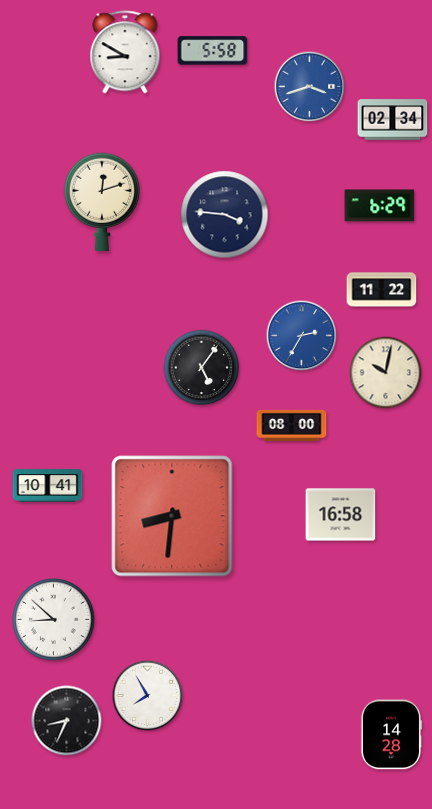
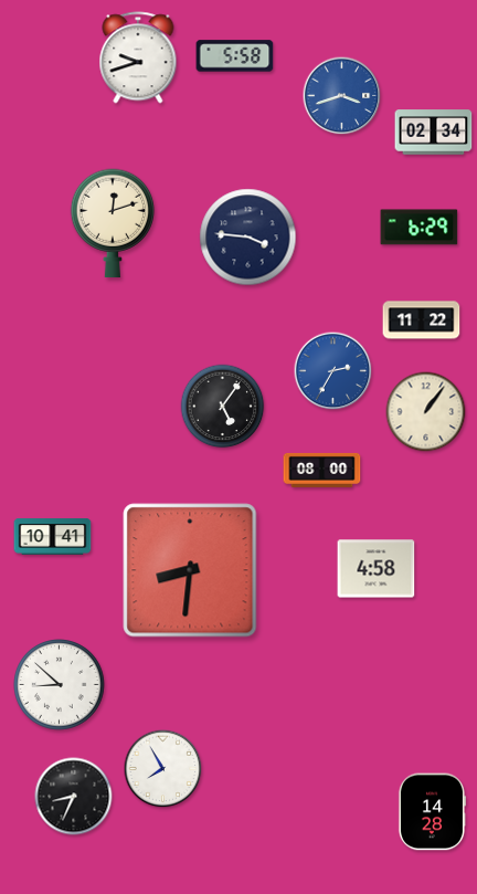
clock at (125, 52): 8:50 -> 9:42
clock at (386, 373): 10:02 -> 1:06
clock at (341, 515): 16:58 -> 4:58
